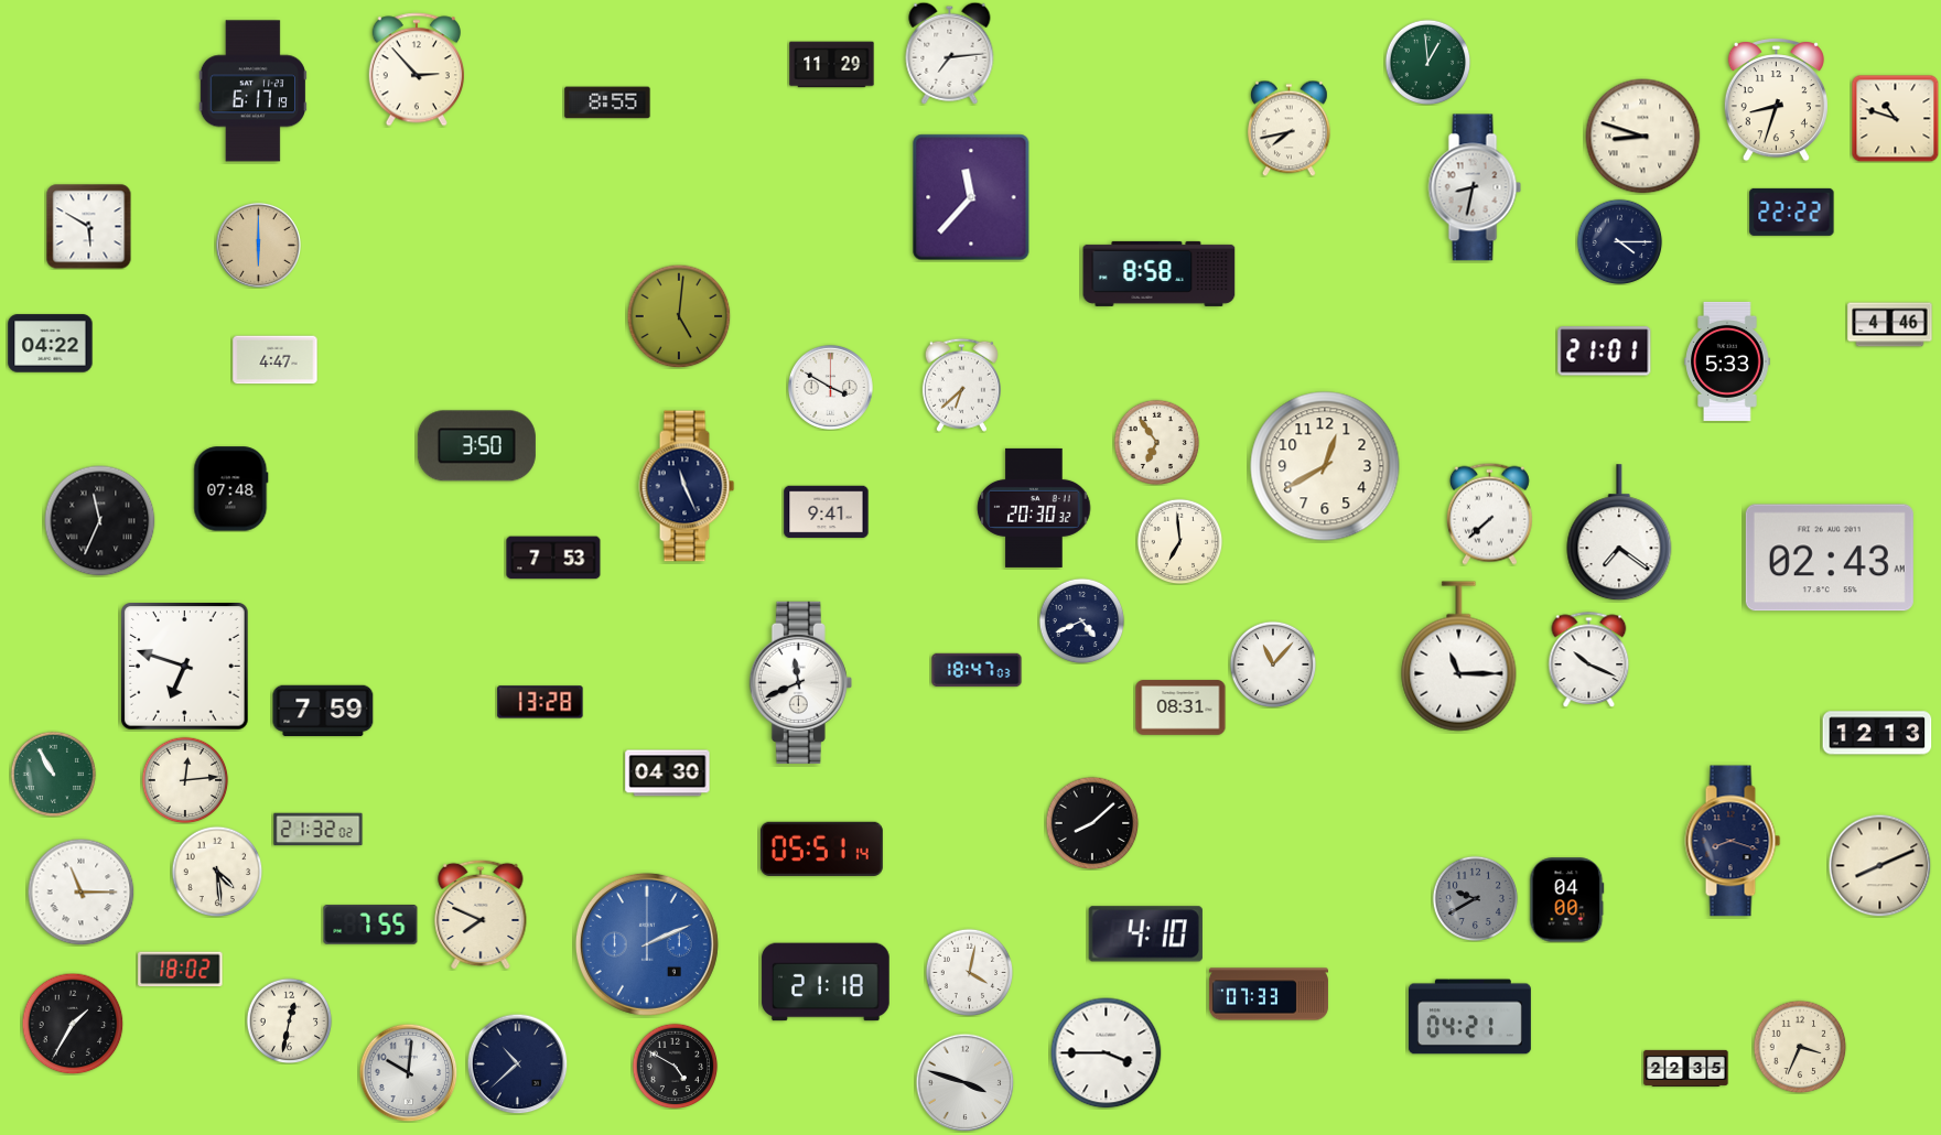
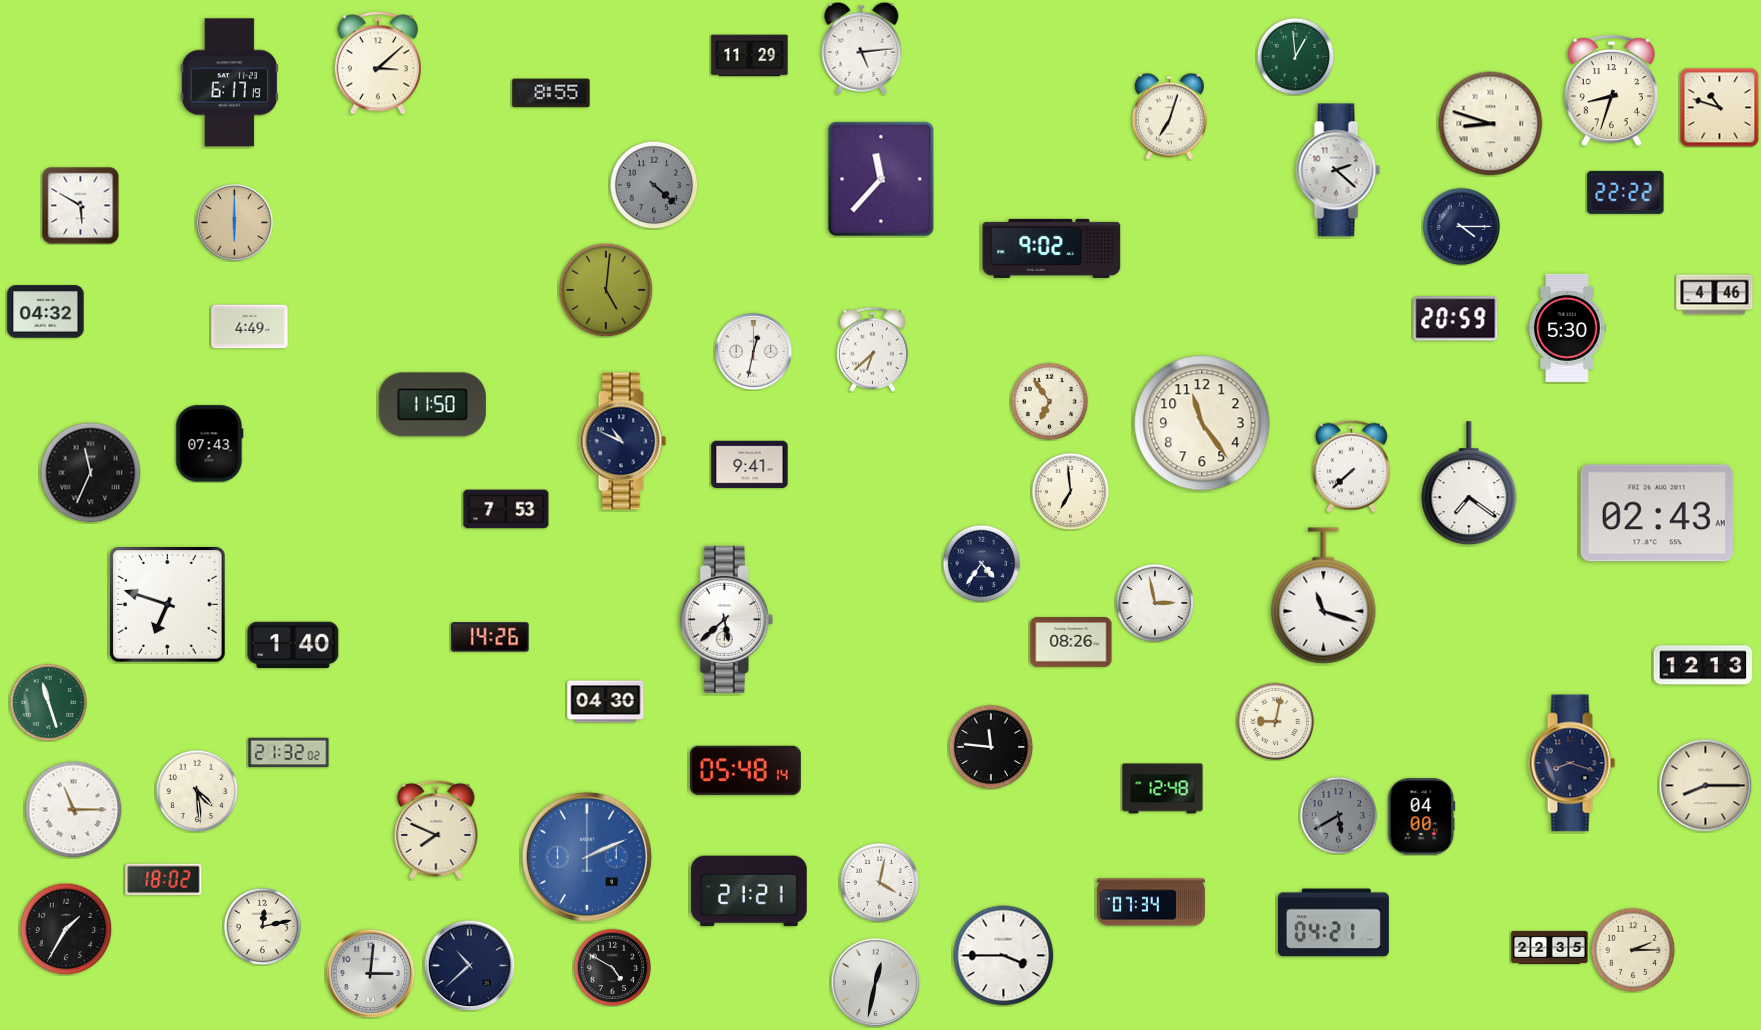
clock at (950, 53): 7:14 -> 5:14
clock at (832, 65) position: (832, 65) -> (750, 56)
clock at (417, 69): 2:53 -> 3:08
clock at (1290, 128): 7:43 -> 7:03
clock at (1475, 187): 8:32 -> 2:22
clock at (654, 185): none -> 4:22
clock at (1619, 241) position: (1619, 241) -> (1461, 226)
clock at (1160, 273): 8:58 -> 9:02
clock at (679, 316) position: (679, 316) -> (606, 290)
clock at (51, 344): 04:22 -> 04:32
clock at (1605, 352): 21:01 -> 20:59
clock at (276, 360): 4:47 -> 4:49
clock at (1727, 361): 5:33 -> 5:30
clock at (830, 387): 3:50 -> 12:32
clock at (476, 446): 3:50 -> 11:50
clock at (1325, 466): 12:40 -> 11:24
clock at (687, 486): 11:26 -> 10:49
clock at (231, 489): 07:48 -> 07:43
clock at (1034, 508): 20:30 -> none
clock at (553, 558) position: (553, 558) -> (506, 509)
clock at (1830, 558) position: (1830, 558) -> (1657, 513)
clock at (1081, 620): 4:41 -> 4:36
clock at (1459, 657): 11:15 -> 11:18
clock at (1589, 659): 10:19 -> none
clock at (1273, 664): 11:07 -> 2:58
clock at (977, 670): 18:47 -> none
clock at (800, 682): 11:41 -> 5:38
clock at (540, 702): 13:28 -> 14:26
clock at (1180, 707): 08:31 -> 08:26
clock at (323, 710): 7:59 -> 1:40
clock at (53, 774): 10:55 -> 11:27
clock at (185, 780): 12:14 -> none
clock at (1275, 721): none -> 9:02
clock at (1092, 823): 8:08 -> 11:46
clock at (821, 848): 05:51 -> 05:48
clock at (1879, 865): 8:11 -> 8:15
clock at (1163, 789): none -> 12:48
clock at (1475, 898): 9:40 -> 5:40
clock at (370, 925): 7:55 -> none
clock at (1145, 934): 4:10 -> none
clock at (826, 982): 21:18 -> 21:21
clock at (1269, 994): 07:33 -> 07:34
clock at (289, 1020): 12:32 -> 12:13
clock at (1800, 1047): 3:34 -> 2:15
clock at (1686, 1068) position: (1686, 1068) -> (1550, 947)
clock at (408, 1072): 10:01 -> 3:01
clock at (964, 1082): 3:48 -> 12:32
